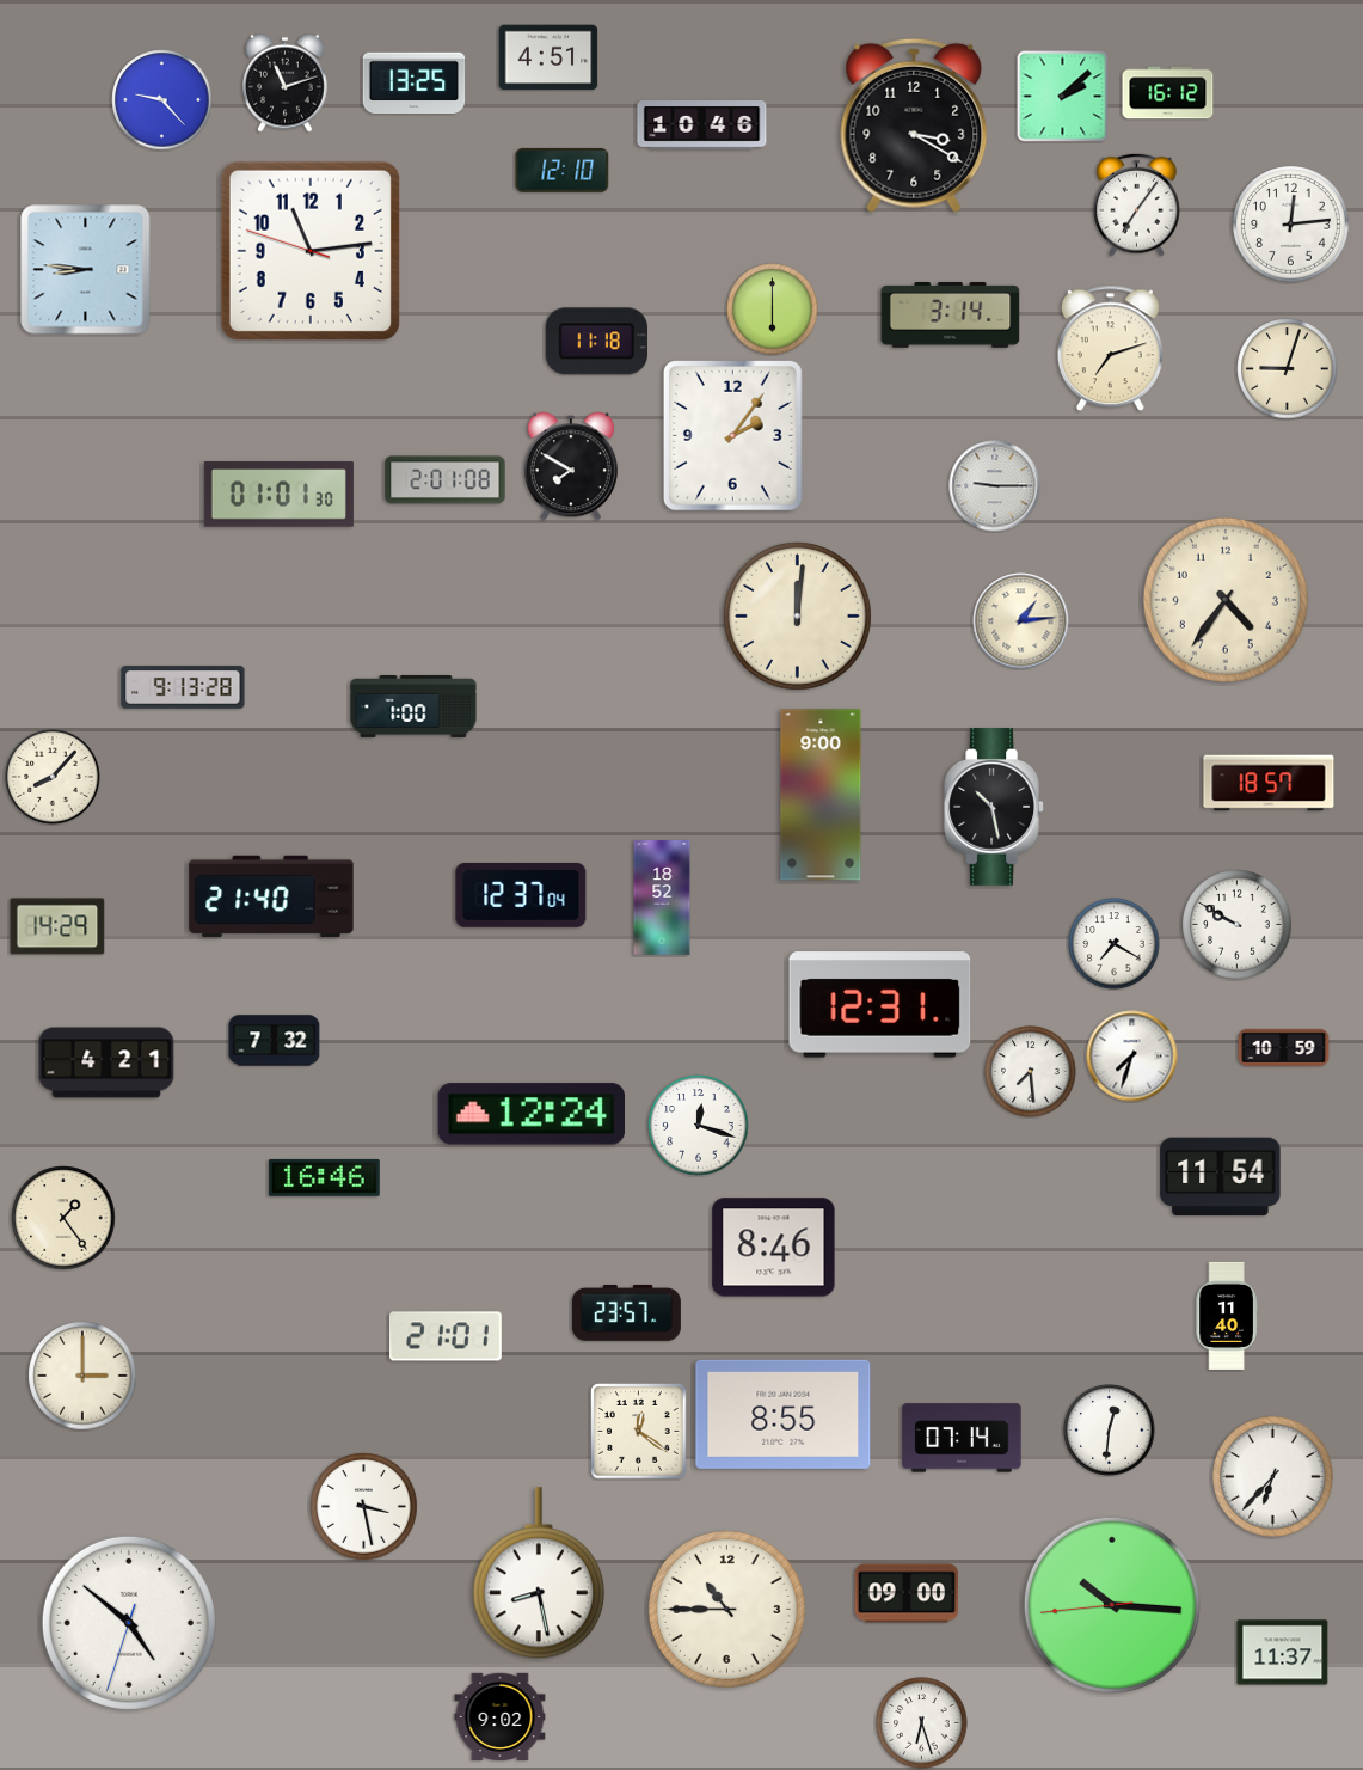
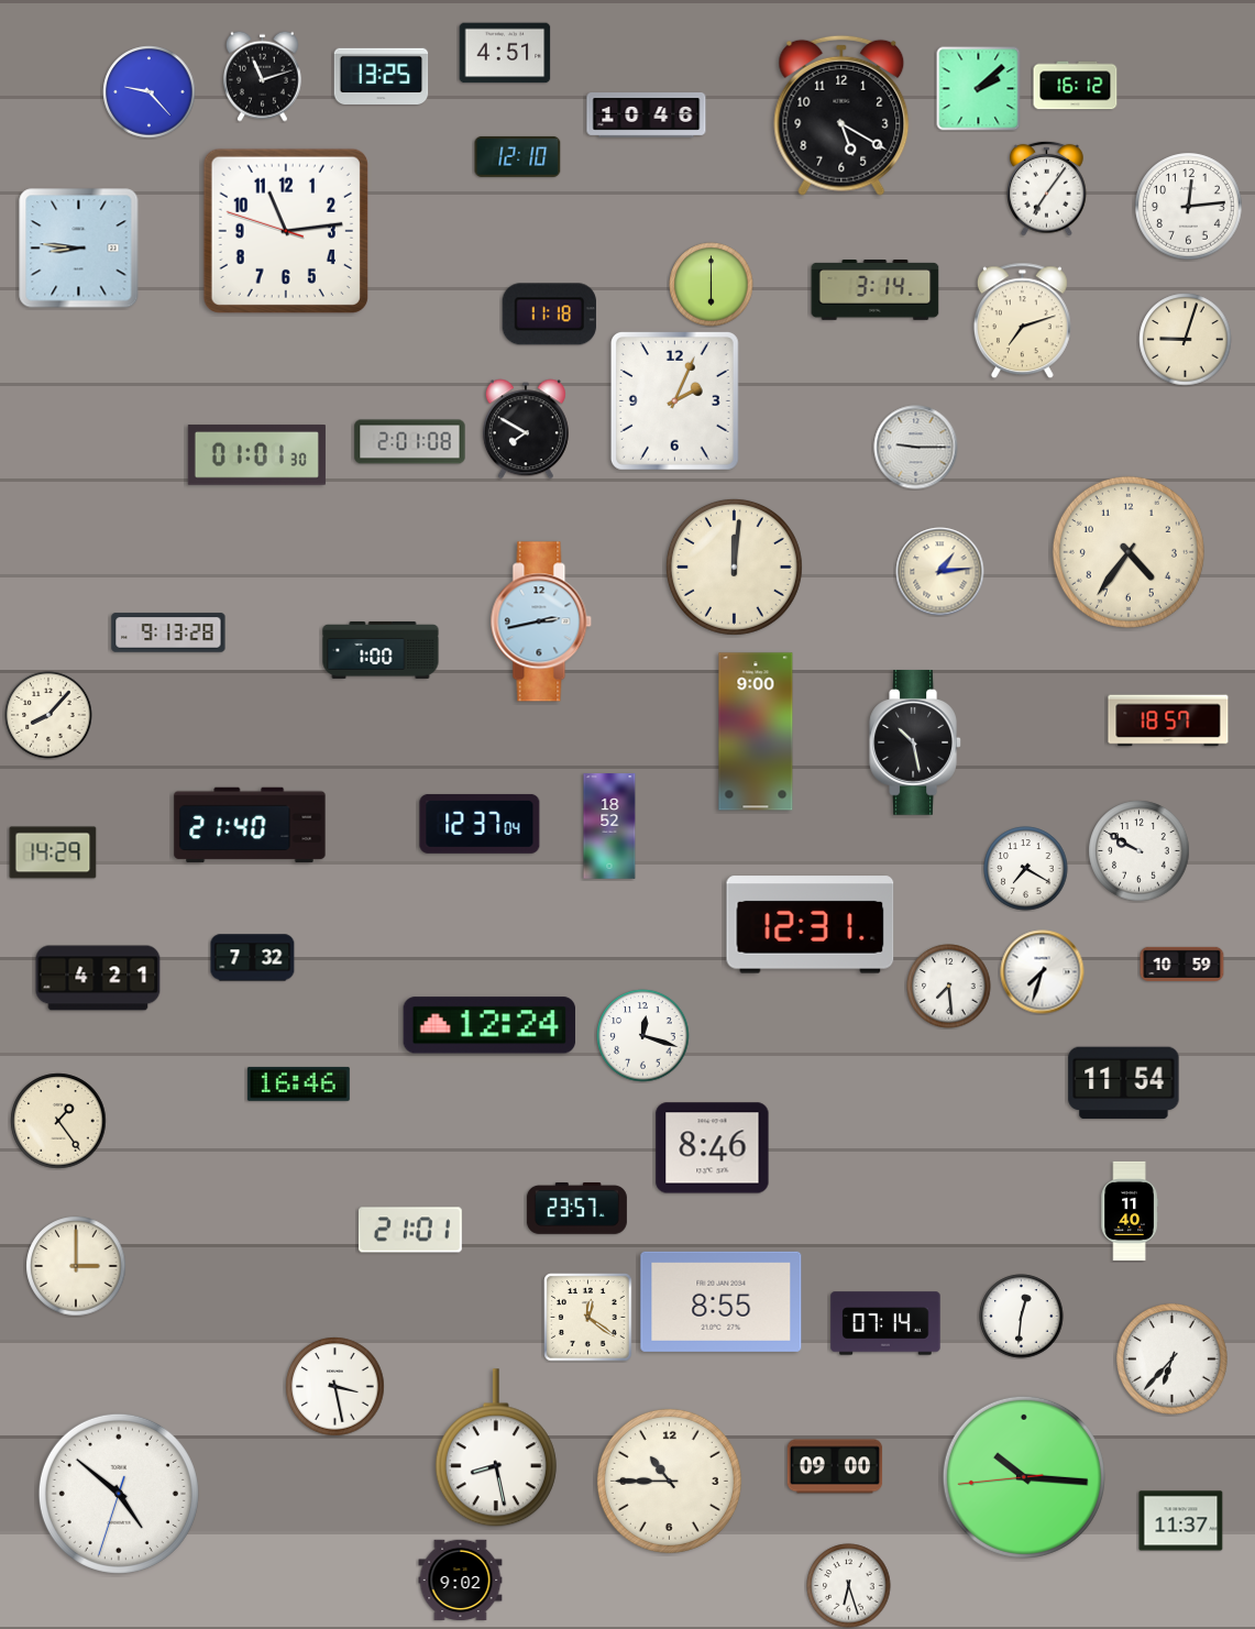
clock at (914, 125): 3:20 -> 5:20
clock at (732, 435): 2:06 -> 2:04
clock at (541, 621): none -> 2:43
